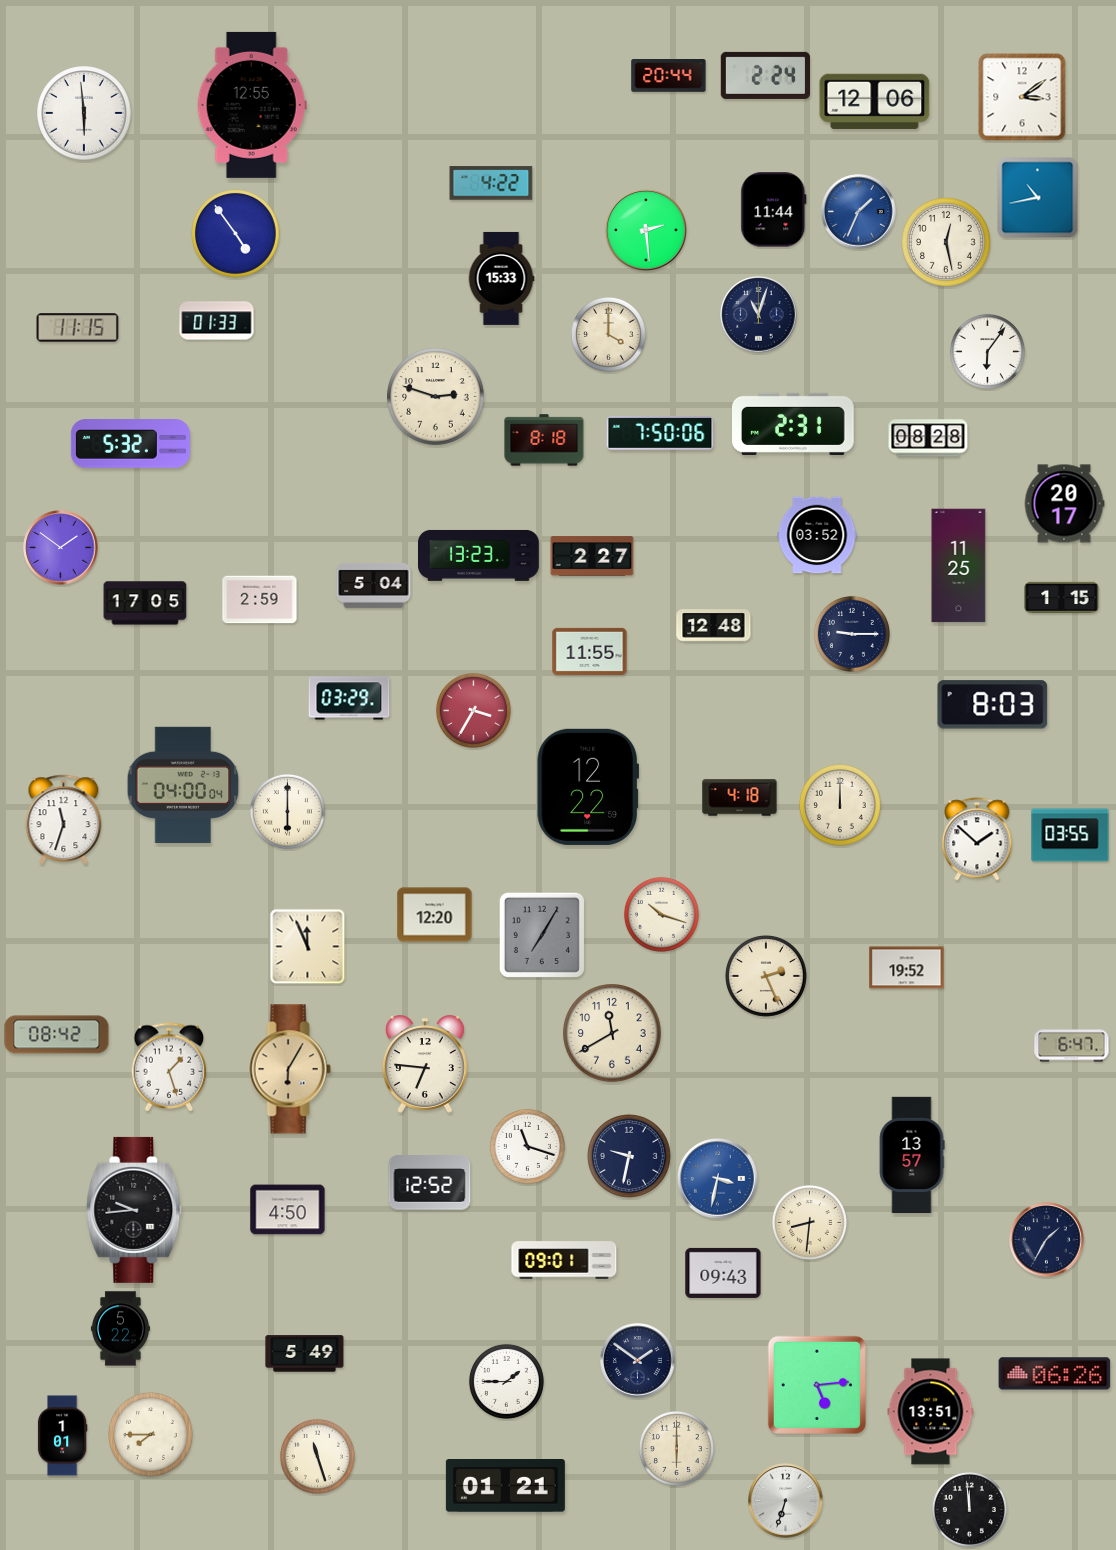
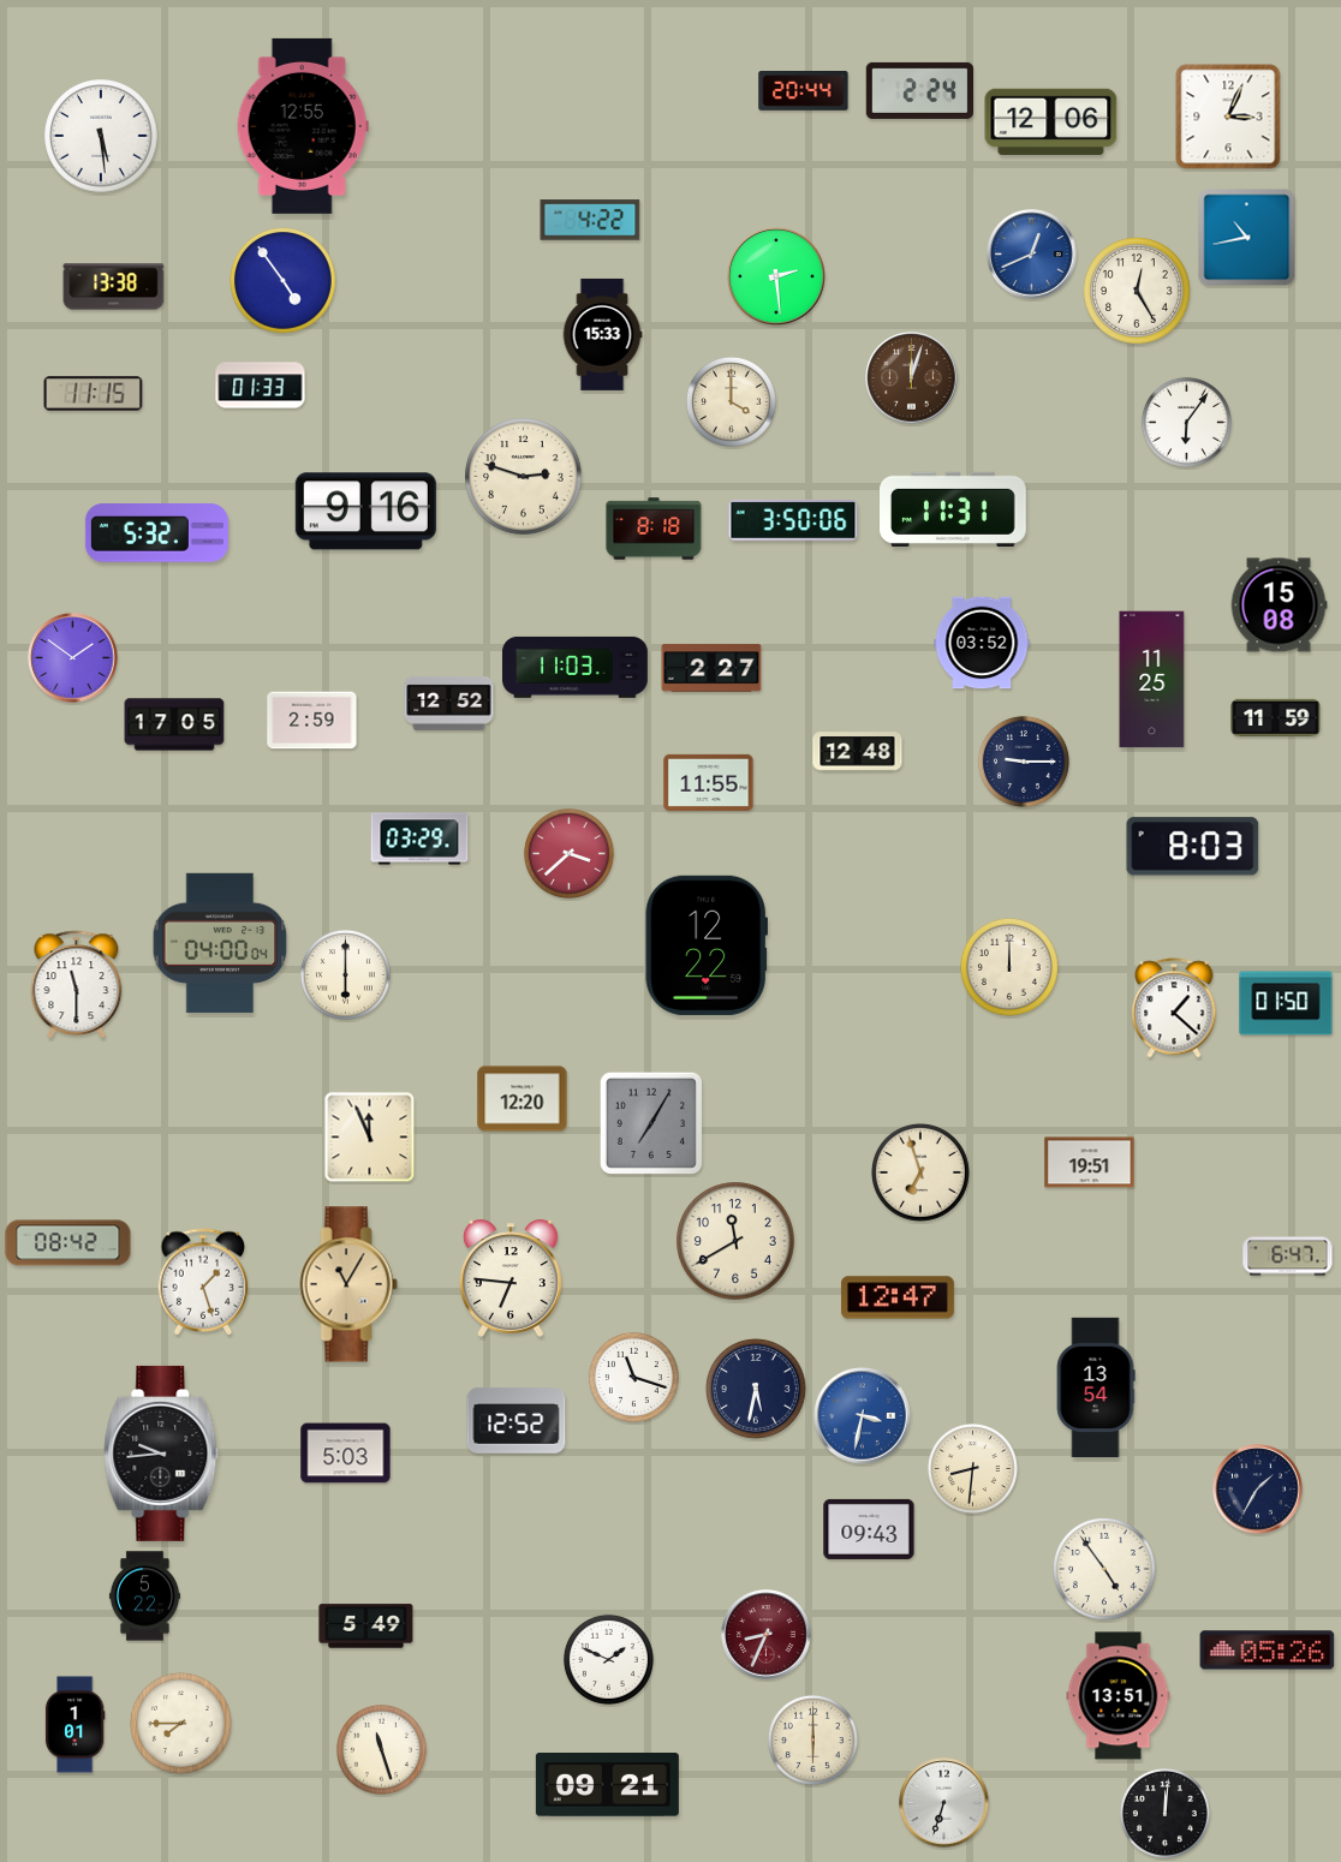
clock at (1022, 97): 3:09 -> 3:04
clock at (84, 113): 5:59 -> 5:29
clock at (774, 210): 11:44 -> none
clock at (859, 212): 1:34 -> 12:41
clock at (114, 287): none -> 13:38
clock at (947, 243): 12:28 -> 12:25
clock at (759, 315): 11:03 -> 12:03
clock at (759, 315) dial: navy -> brown
clock at (794, 424): 2:31 -> 11:31
clock at (365, 512): none -> 9:16
clock at (660, 433): 7:50 -> 3:50
clock at (928, 438): 08:28 -> none
clock at (1064, 504): 20:17 -> 15:08
clock at (479, 555): 13:23 -> 11:03
clock at (374, 585): 5:04 -> 12:52
clock at (1062, 597): 1:15 -> 11:59
clock at (473, 710): 3:35 -> 3:38
clock at (740, 798): 4:18 -> none
clock at (64, 819): 11:33 -> 11:30
clock at (1070, 835): 03:55 -> 01:50
clock at (977, 839): 1:52 -> 1:22
clock at (661, 914): 10:18 -> none
clock at (907, 968): 19:52 -> 19:51
clock at (766, 976): 2:26 -> 6:57
clock at (290, 1069): 6:05 -> 11:05
clock at (898, 1297): none -> 12:47
clock at (912, 1154): 13:57 -> 13:54
clock at (629, 1156): 9:32 -> 5:32
clock at (288, 1210): 4:50 -> 5:03
clock at (564, 1260): 09:01 -> none
clock at (1105, 1570): none -> 4:54
clock at (638, 1361): 1:51 -> 8:34
clock at (638, 1361) dial: navy -> burgundy
clock at (1055, 1374): 06:26 -> 05:26
clock at (506, 1381): 1:45 -> 1:49
clock at (817, 1385): 5:14 -> none
clock at (505, 1486): 01:21 -> 09:21
clock at (969, 1509): 11:59 -> 12:01
